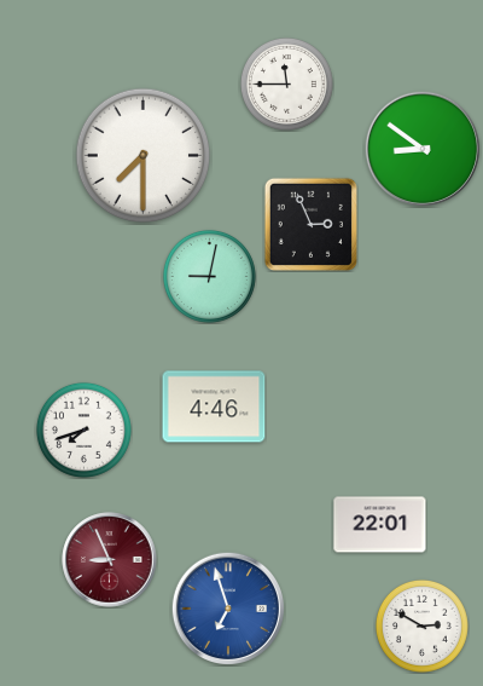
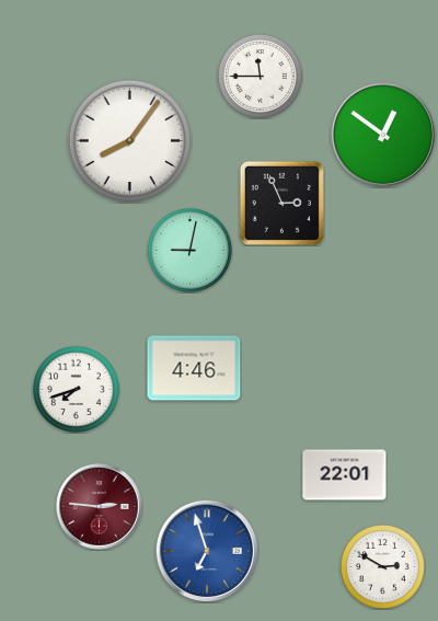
clock at (423, 149): 8:51 -> 12:51
clock at (144, 156): 7:30 -> 8:06
clock at (110, 560): 8:56 -> 2:46
